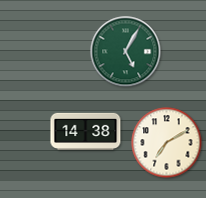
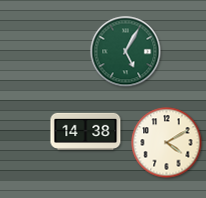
clock at (167, 143): 7:10 -> 4:10
